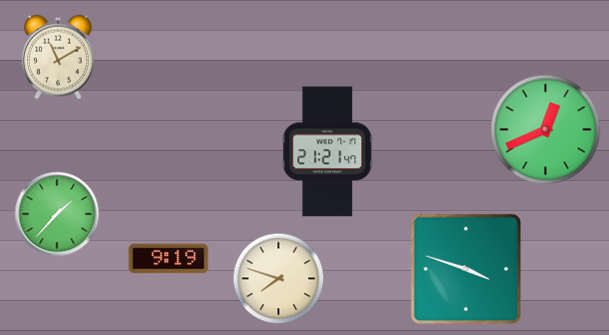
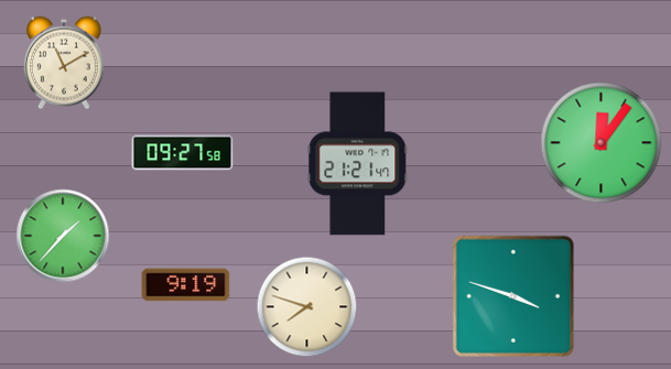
clock at (546, 130): 12:41 -> 12:06
clock at (183, 153): none -> 09:27
clock at (328, 152) position: (328, 152) -> (358, 164)
